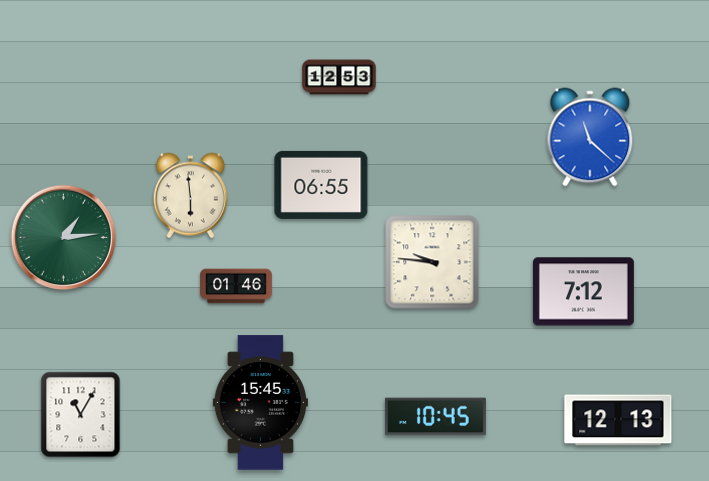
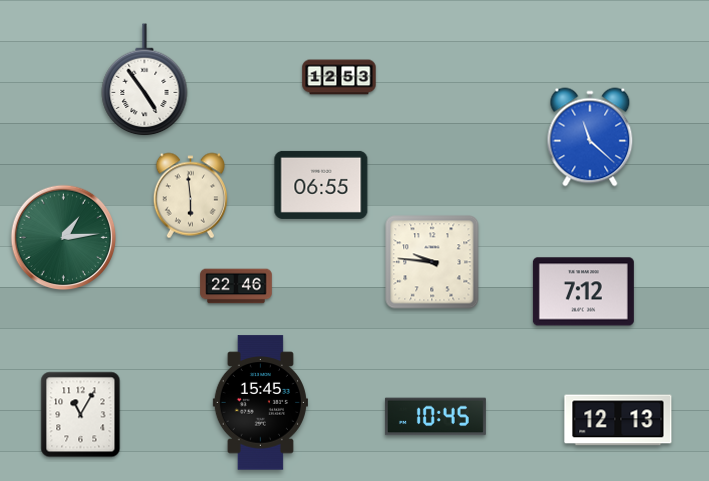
clock at (145, 80): none -> 4:54
clock at (236, 286): 01:46 -> 22:46
